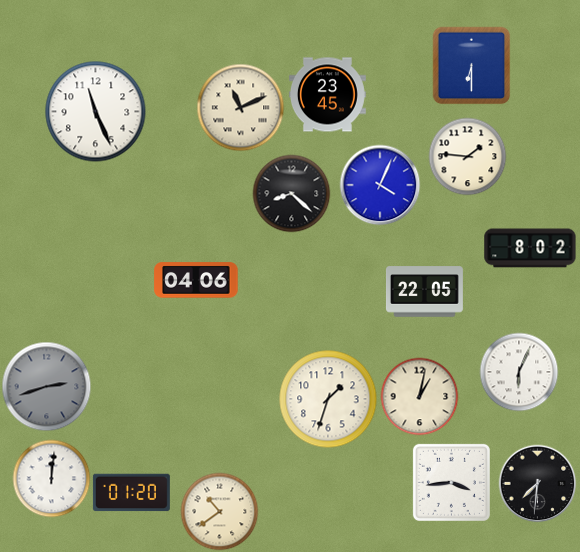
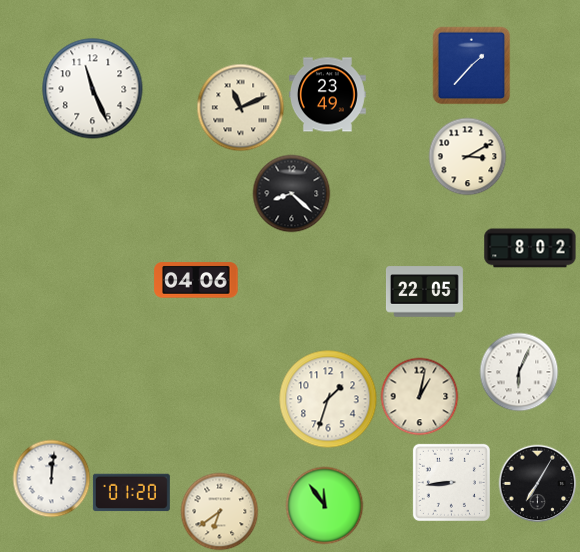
clock at (471, 65): 6:30 -> 1:37
clock at (327, 95): 23:45 -> 23:49
clock at (96, 112) position: (96, 112) -> (93, 89)
clock at (467, 156): 1:46 -> 3:10
clock at (380, 185): 4:04 -> none
clock at (46, 386): 2:42 -> none
clock at (451, 482): 3:44 -> 8:44
clock at (537, 483): 7:31 -> 7:05
clock at (324, 505): none -> 11:54
clock at (219, 511): 10:39 -> 6:39
